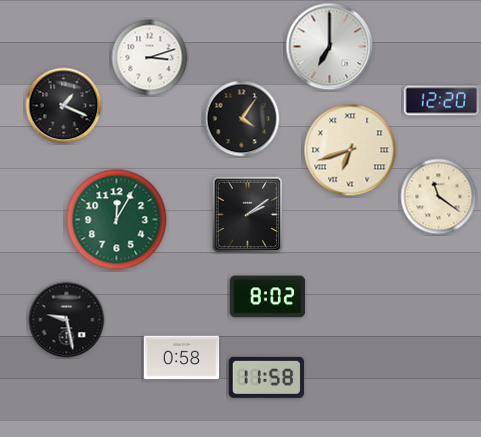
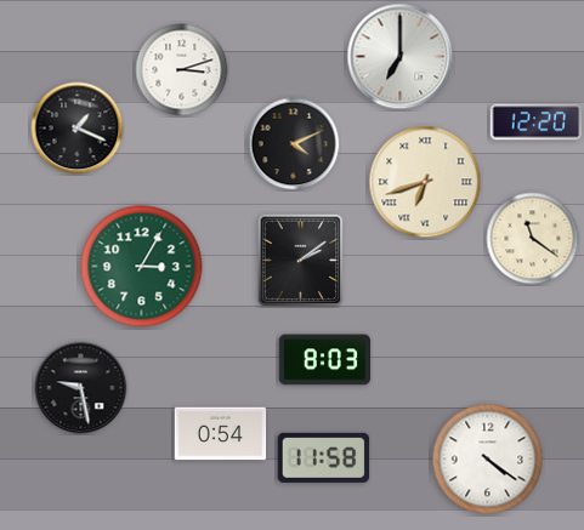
clock at (242, 119): 4:06 -> 4:11
clock at (117, 220): 12:05 -> 3:05
clock at (268, 297): 8:02 -> 8:03
clock at (182, 358): 0:58 -> 0:54
clock at (488, 460): none -> 4:21
